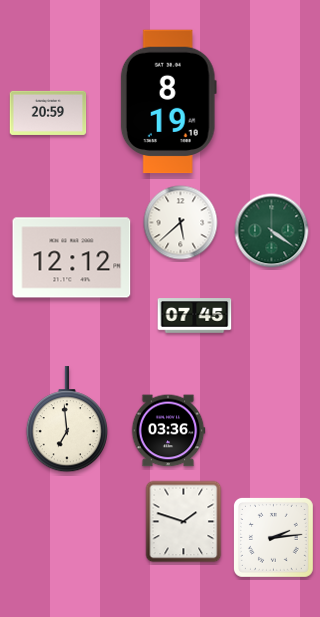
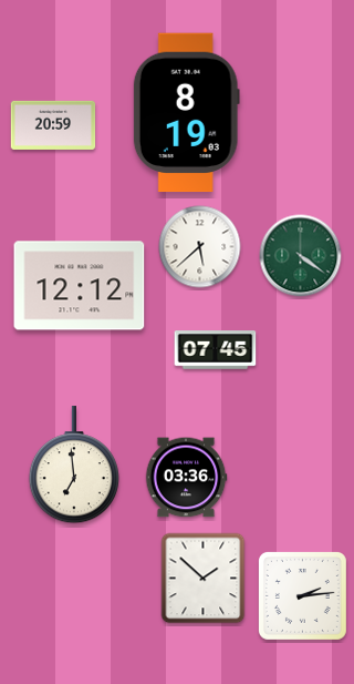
clock at (168, 102): 8:19:10 -> 8:19:03
clock at (184, 522): 1:48 -> 1:52
